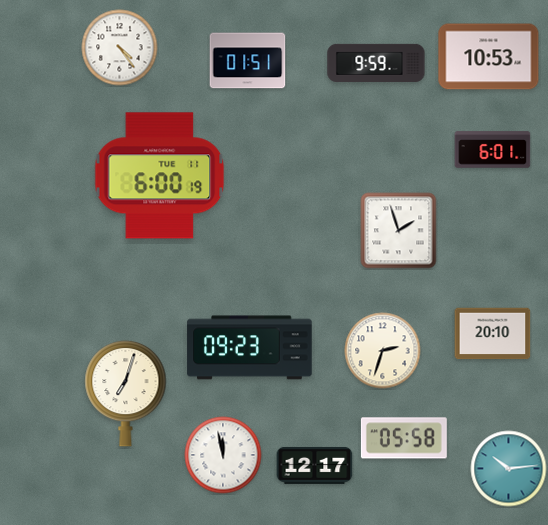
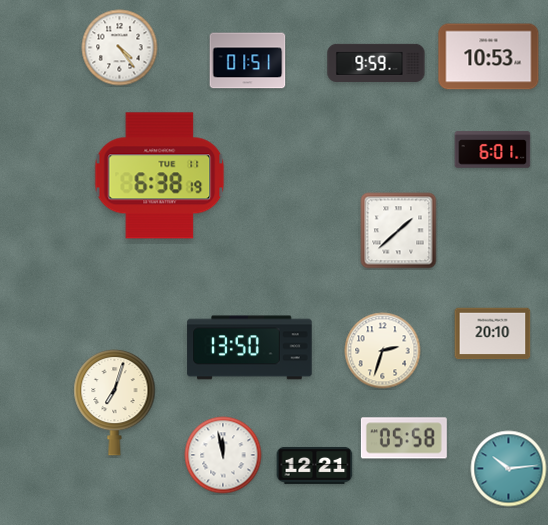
clock at (160, 176): 6:00 -> 6:38
clock at (399, 231): 1:57 -> 1:38
clock at (250, 348): 09:23 -> 13:50
clock at (126, 393) position: (126, 393) -> (115, 402)
clock at (315, 465): 12:17 -> 12:21
